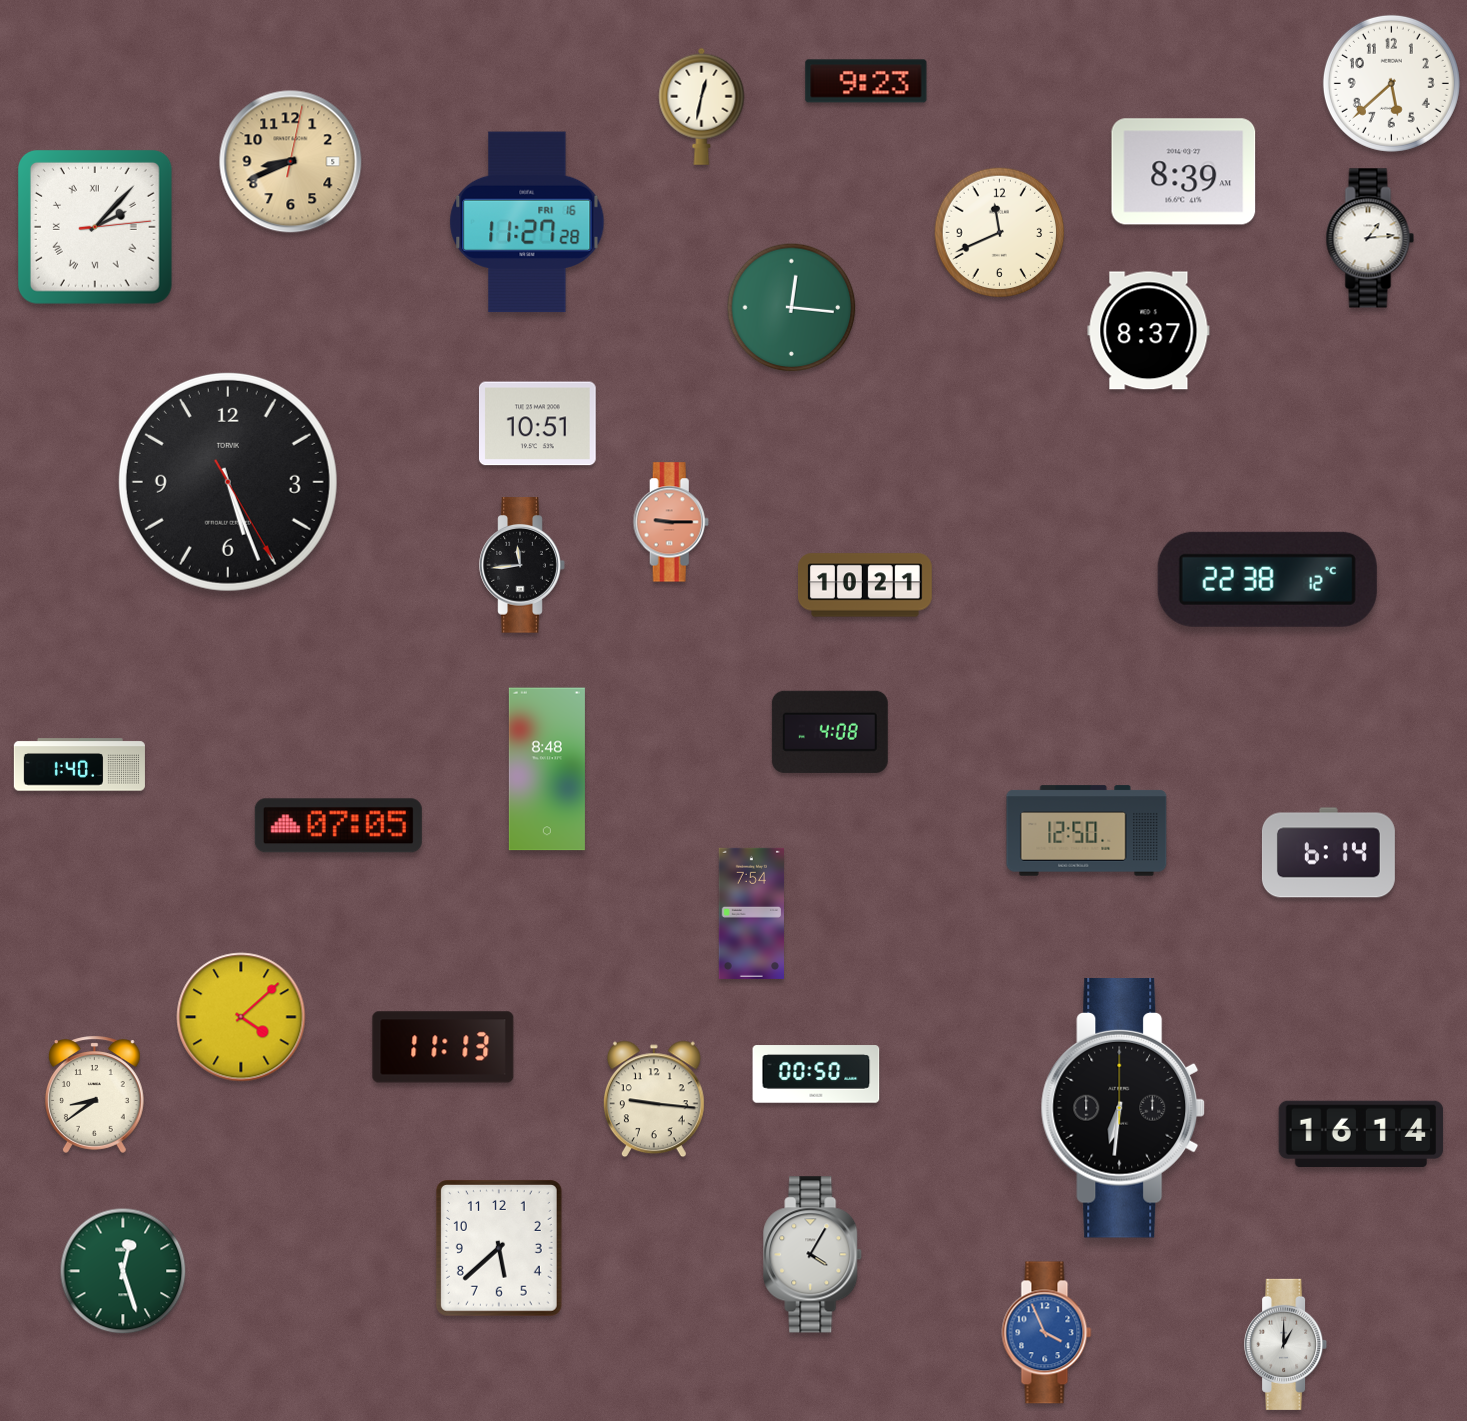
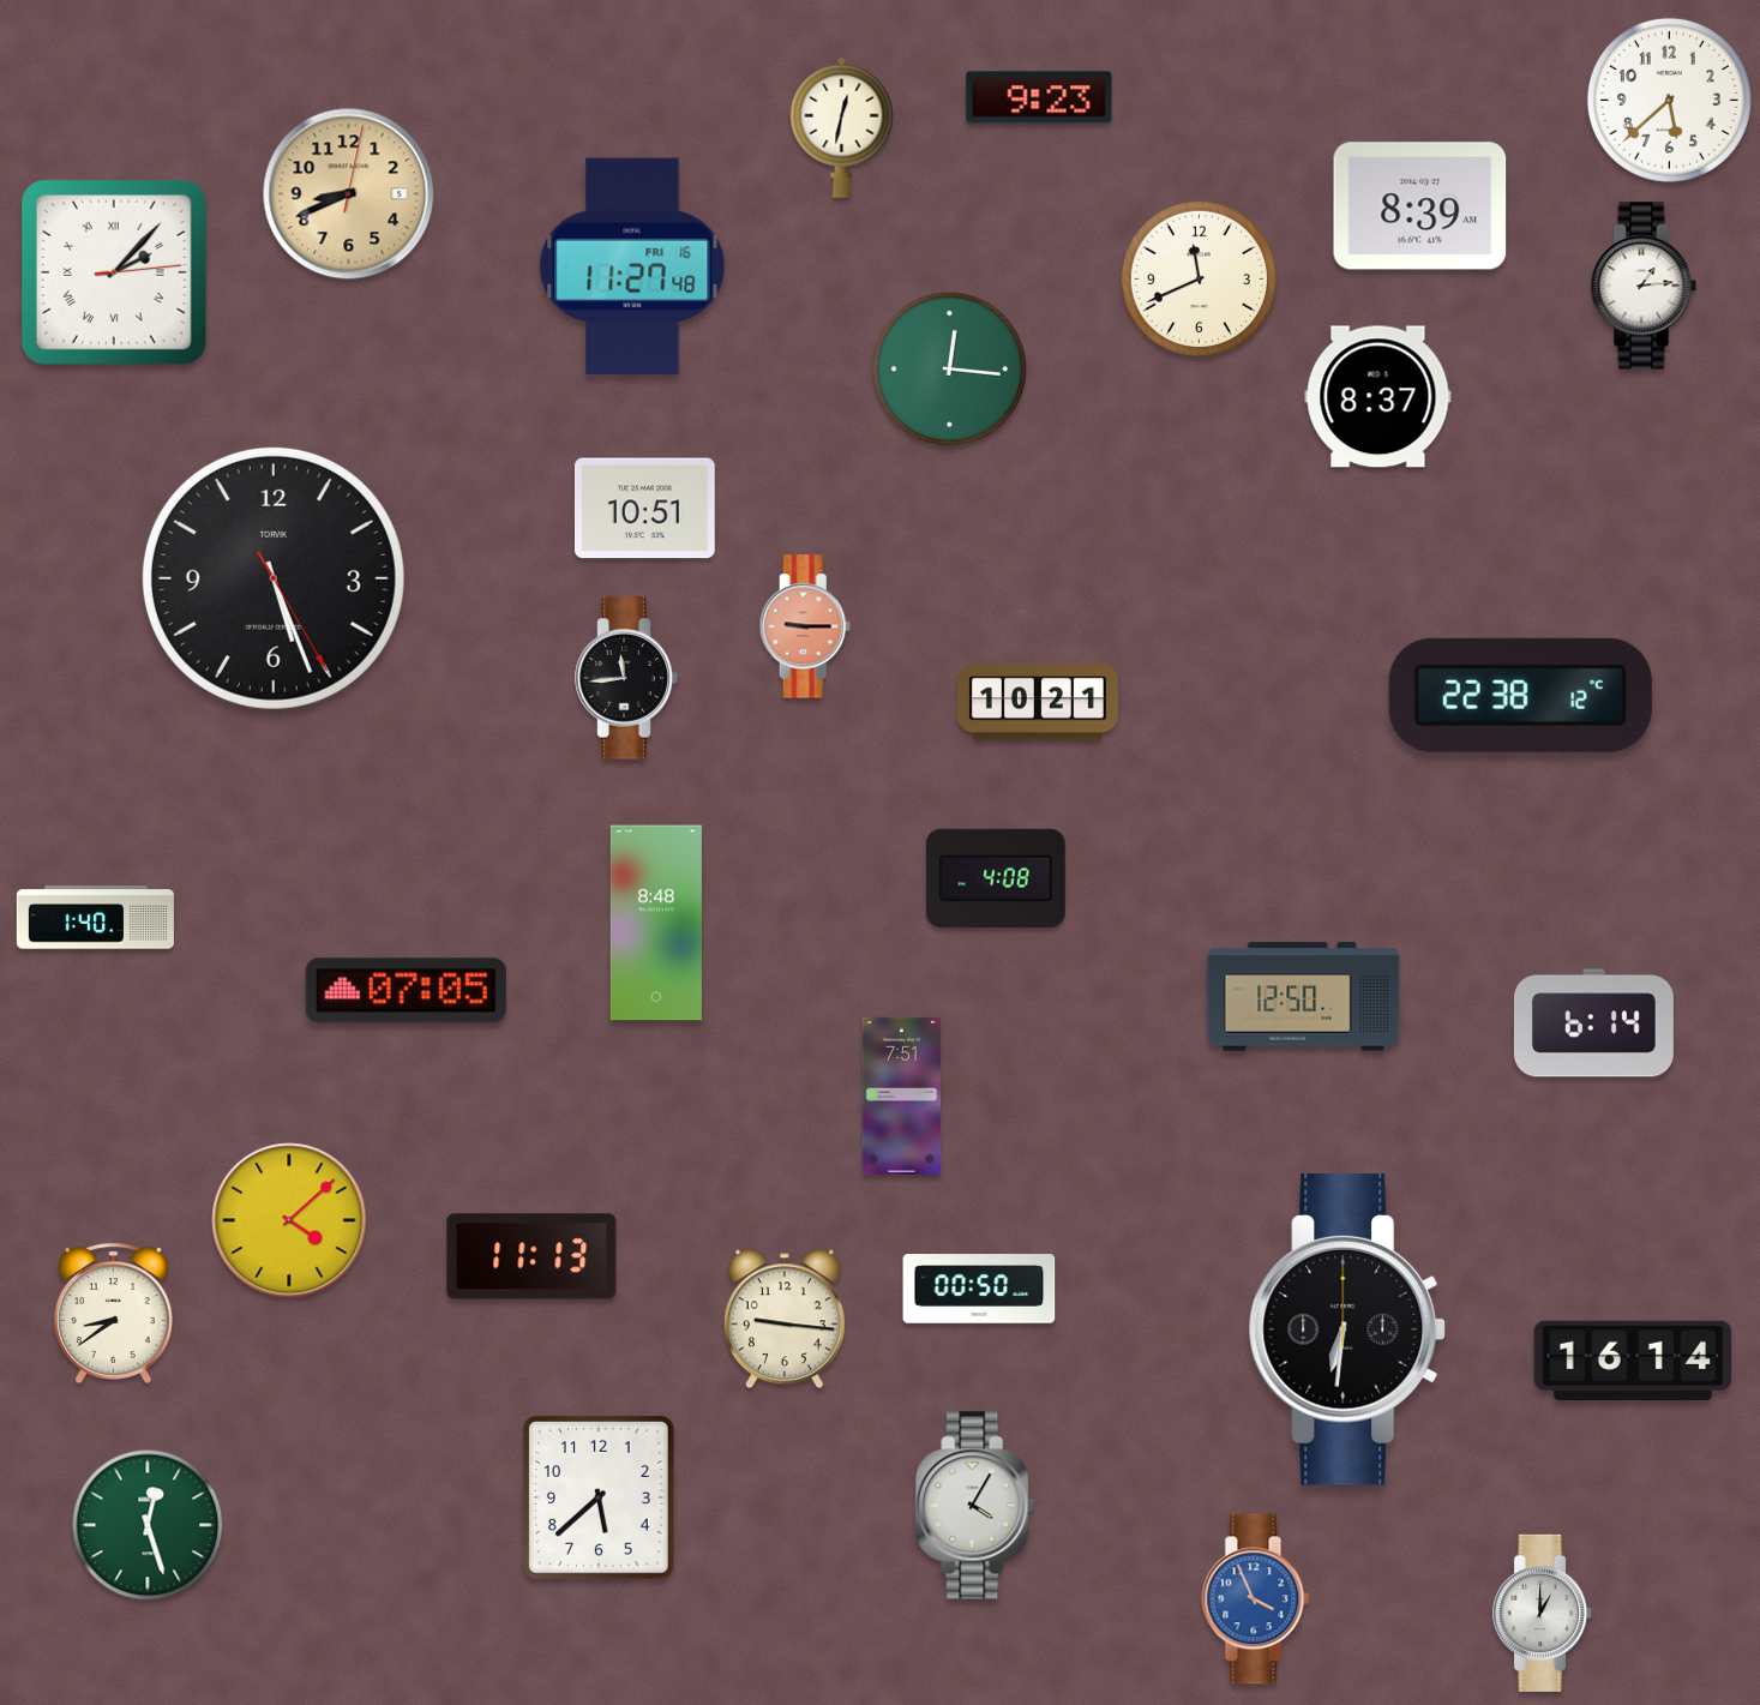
clock at (527, 222): 11:27:28 -> 11:27:48
clock at (751, 913): 7:54 -> 7:51
